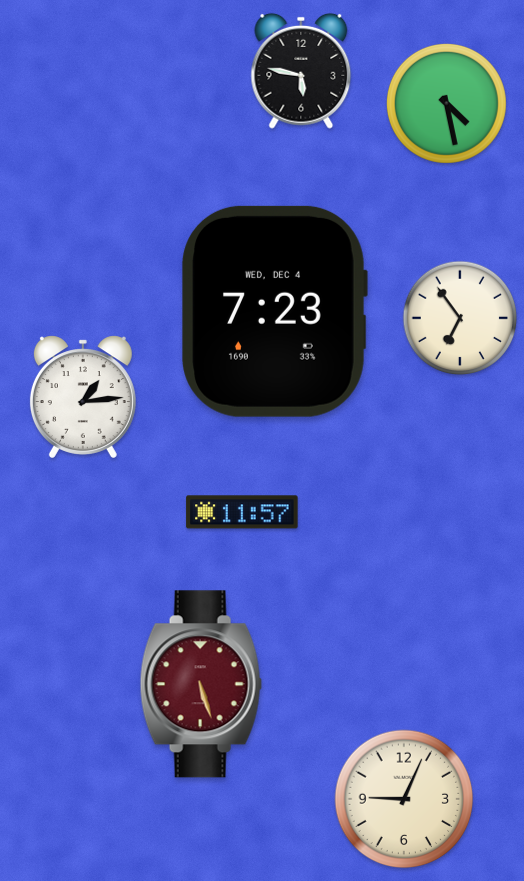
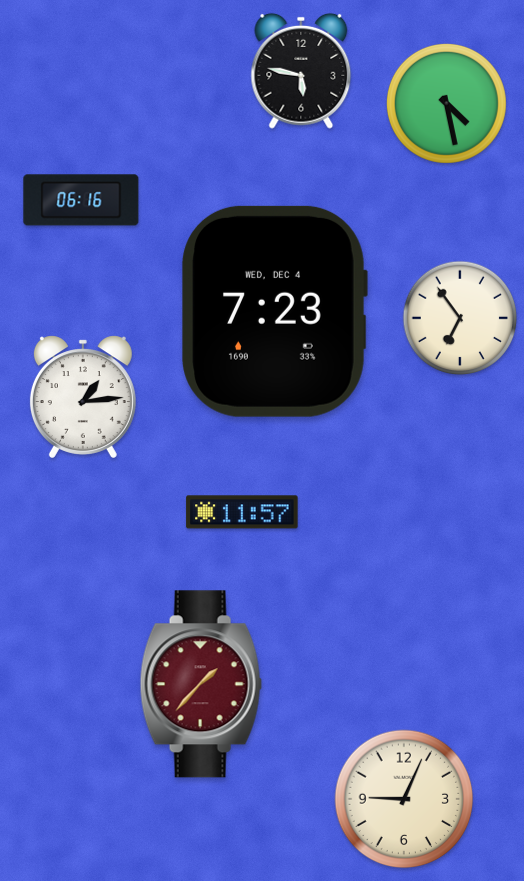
clock at (81, 200): none -> 06:16
clock at (201, 684): 5:27 -> 1:37
